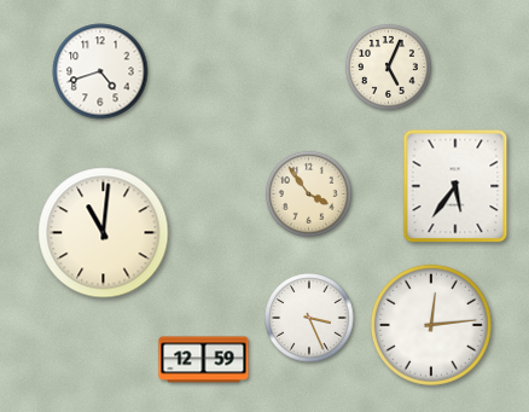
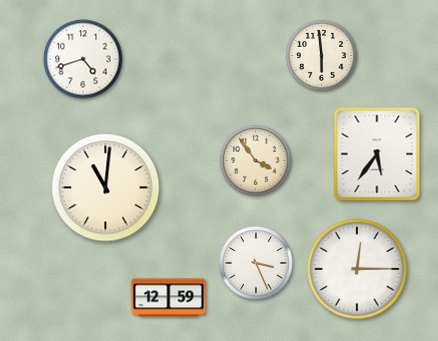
clock at (388, 66): 5:04 -> 5:59
clock at (104, 233) position: (104, 233) -> (106, 188)
clock at (431, 325): 12:14 -> 12:15
